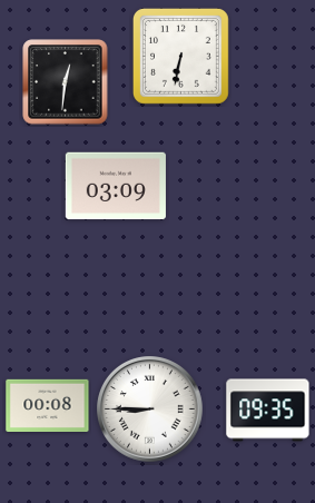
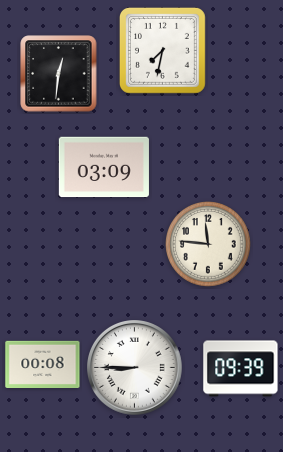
clock at (180, 56): 6:32 -> 7:32
clock at (209, 245): none -> 11:46
clock at (268, 411): 09:35 -> 09:39
